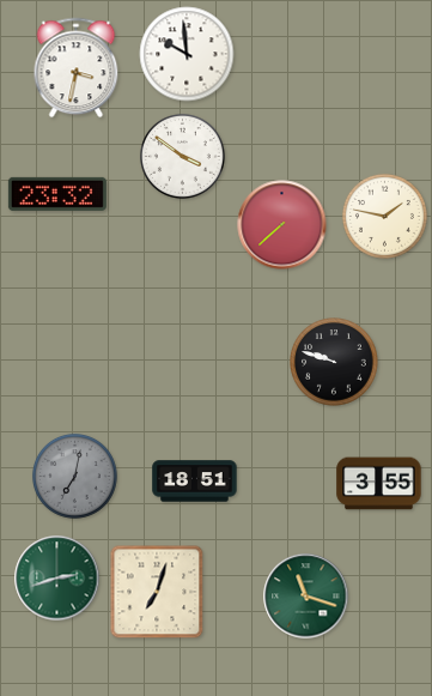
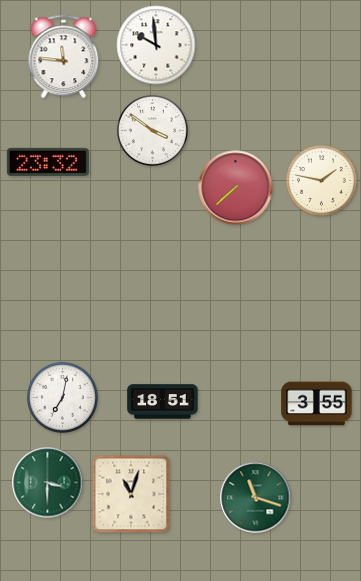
clock at (77, 68): 3:32 -> 11:46
clock at (334, 362): 9:48 -> none
clock at (74, 476) dial: grey -> white
clock at (57, 579): 2:42 -> 3:30
clock at (157, 592): 7:03 -> 11:03
